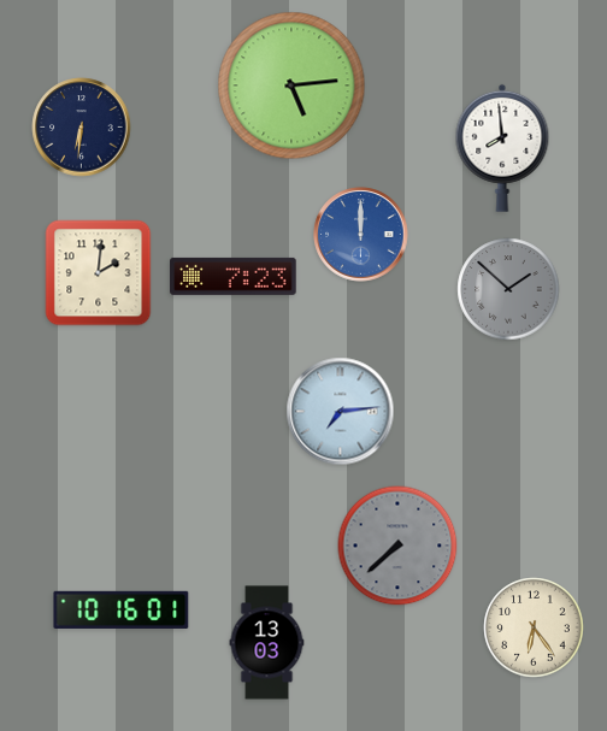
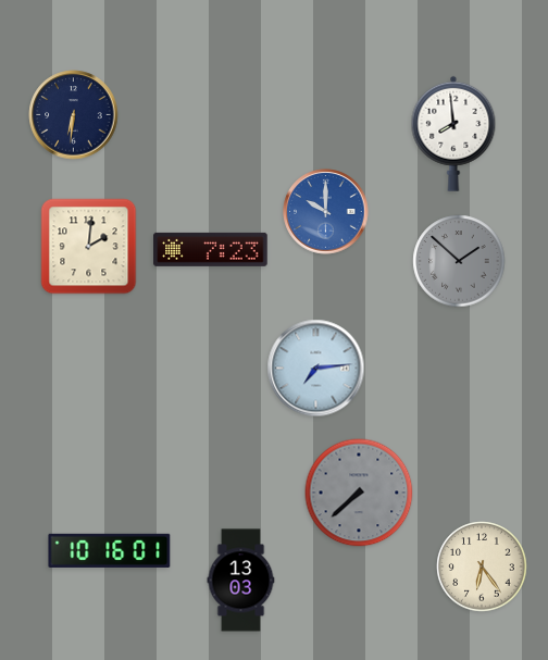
clock at (291, 86): 5:14 -> none
clock at (361, 235): 12:00 -> 10:00
clock at (341, 412) position: (341, 412) -> (316, 369)
